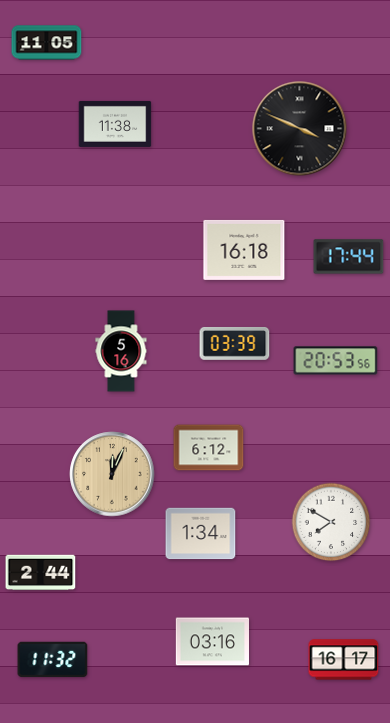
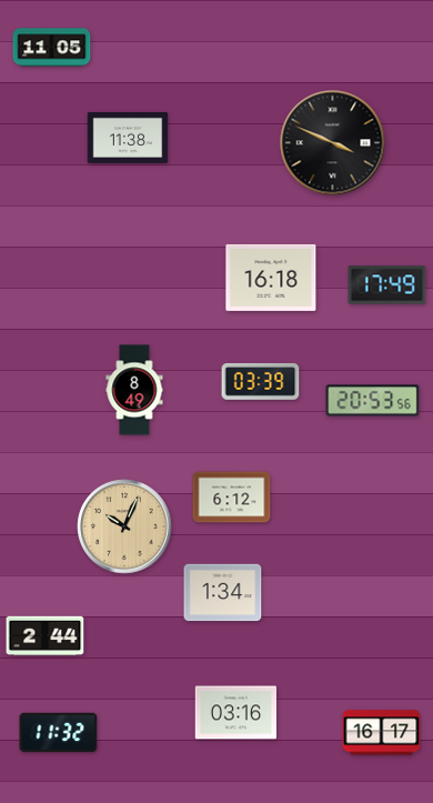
clock at (349, 257): 17:44 -> 17:49
clock at (121, 351): 5:16 -> 8:49
clock at (112, 474): 12:04 -> 10:04
clock at (331, 522): 7:50 -> none
